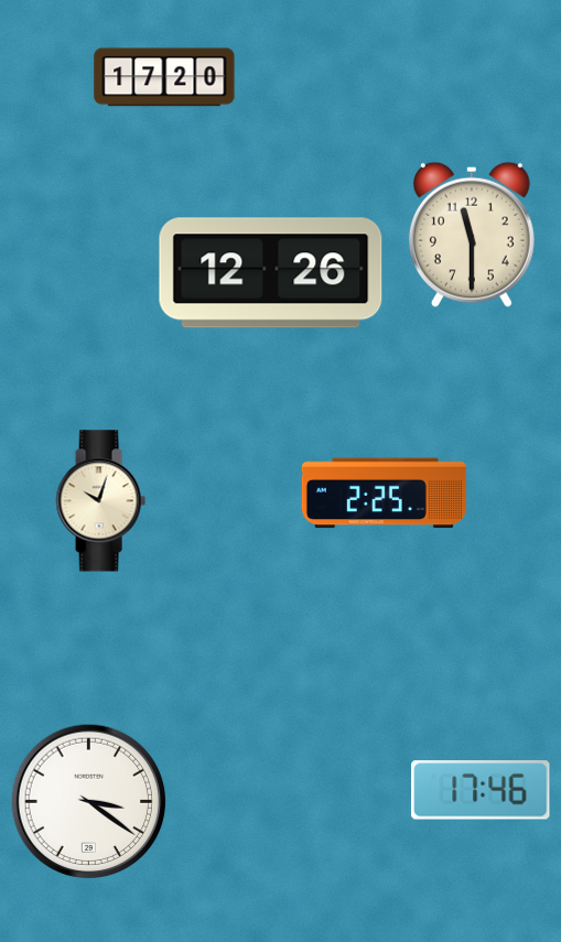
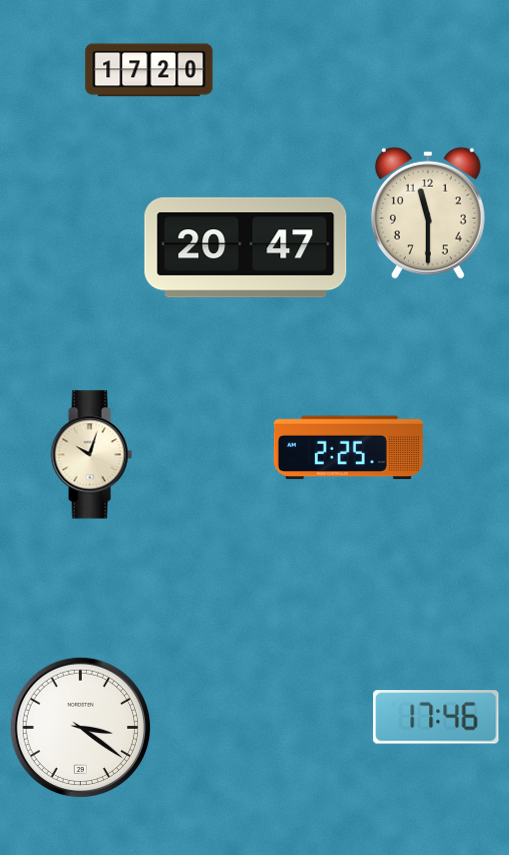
clock at (271, 273): 12:26 -> 20:47
